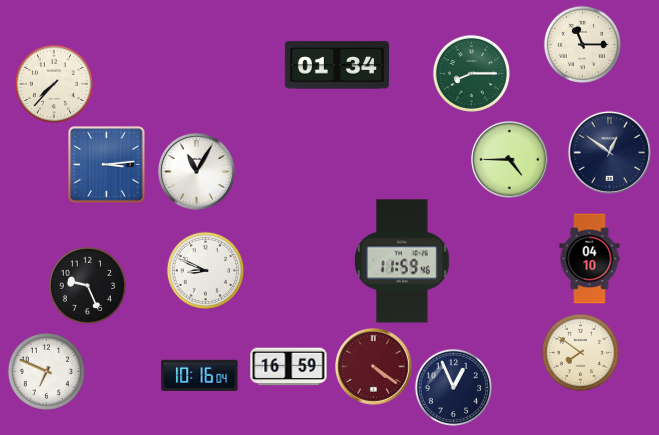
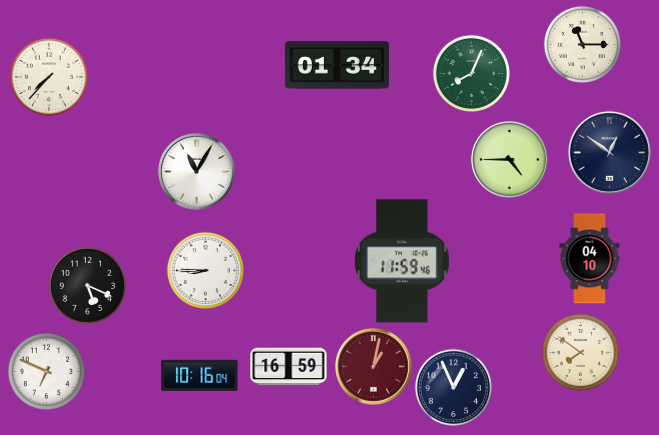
clock at (471, 73): 8:15 -> 8:04
clock at (53, 83) position: (53, 83) -> (48, 76)
clock at (107, 165): 3:14 -> none
clock at (205, 270): 8:49 -> 8:45
clock at (87, 285): 9:26 -> 5:19
clock at (374, 367): 4:21 -> 1:02
